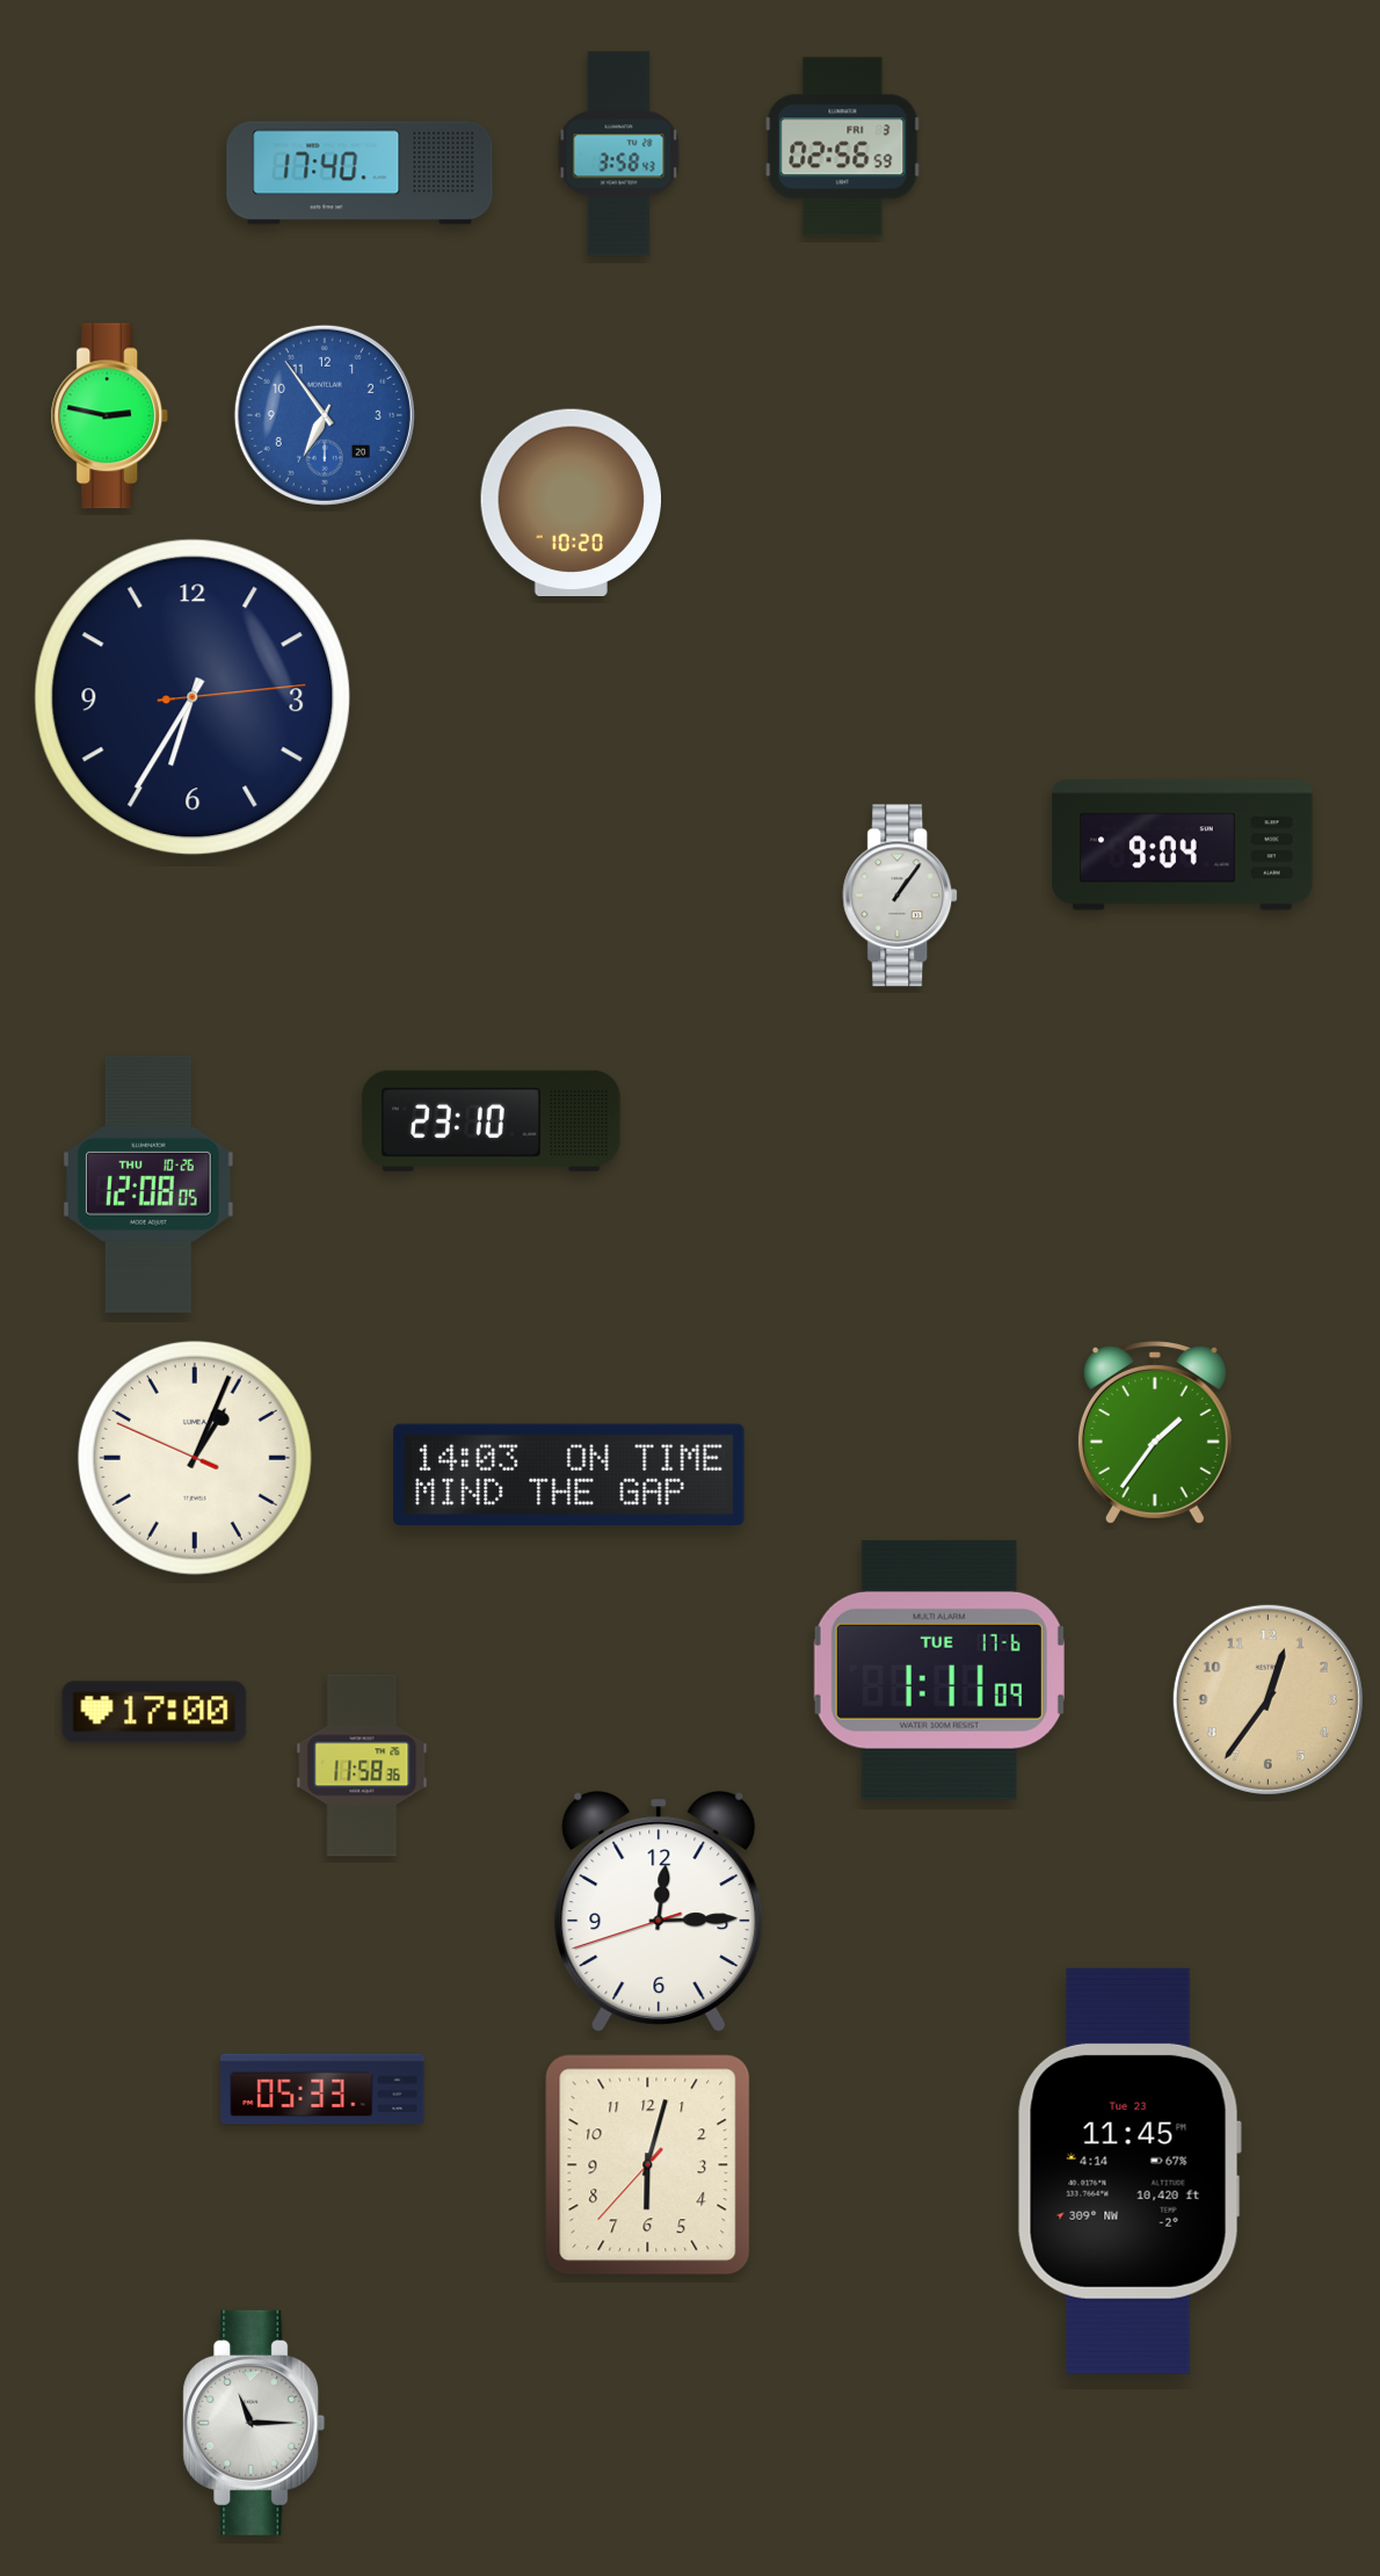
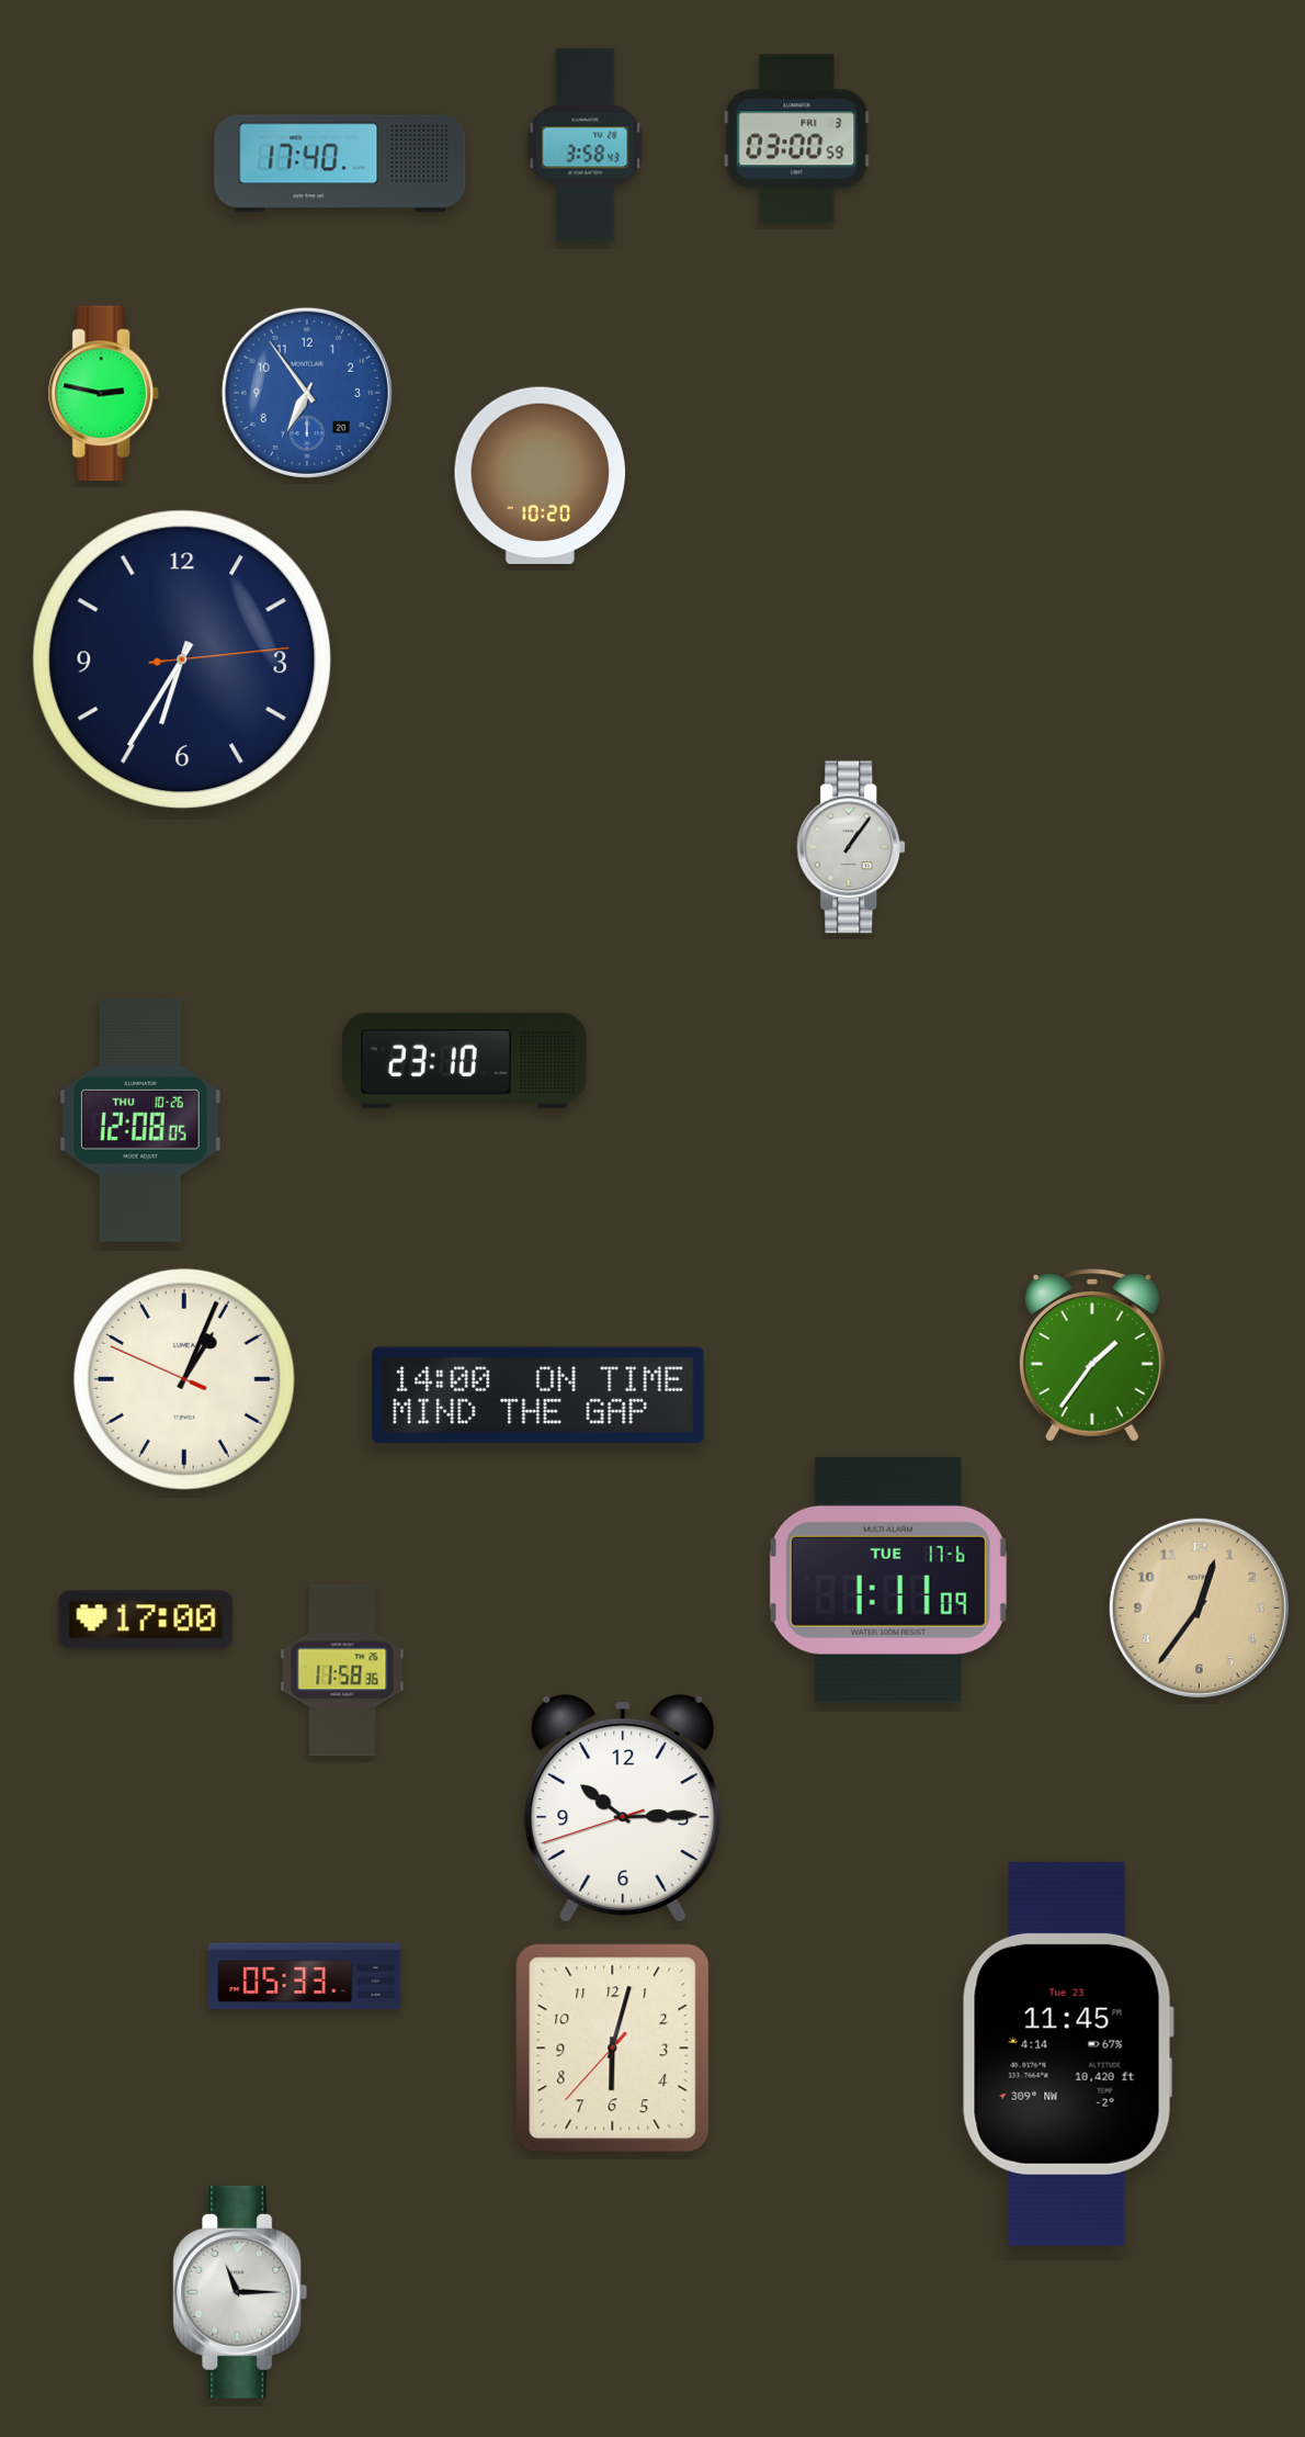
clock at (843, 147): 02:56 -> 03:00
clock at (1183, 846): 9:04 -> none
clock at (569, 1475): 14:03 -> 14:00
clock at (659, 1911): 12:14 -> 10:14
